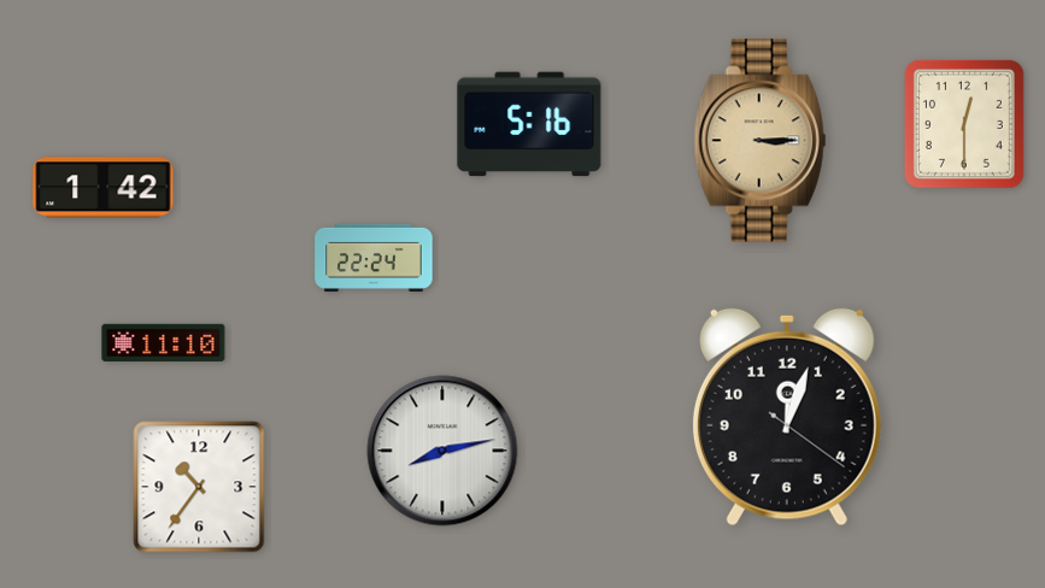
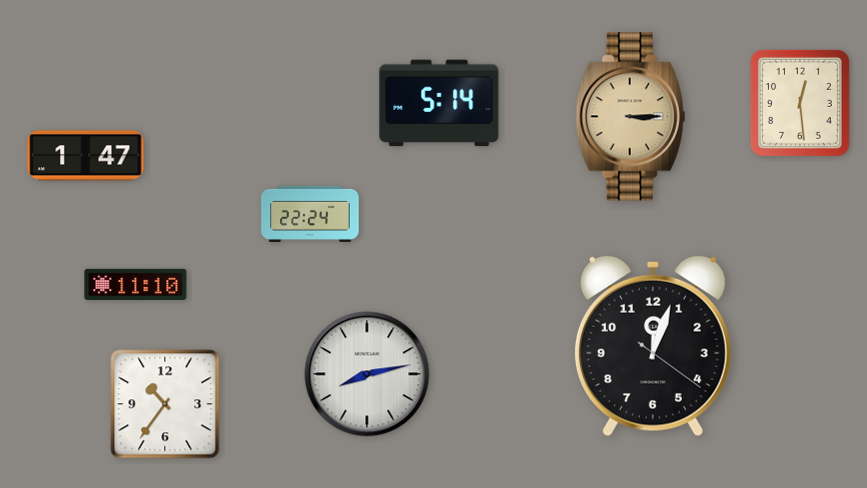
clock at (529, 124): 5:16 -> 5:14
clock at (964, 124): 12:30 -> 12:29
clock at (104, 188): 1:42 -> 1:47
